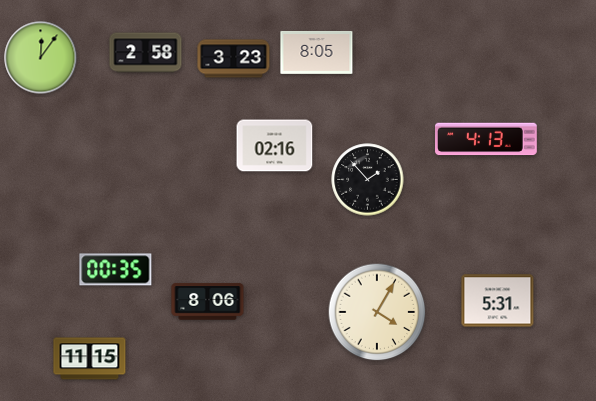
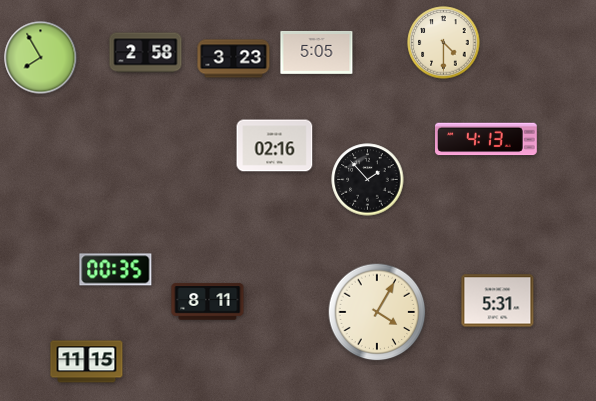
clock at (444, 43): none -> 4:30
clock at (317, 52): 8:05 -> 5:05
clock at (41, 58): 12:06 -> 7:55
clock at (208, 302): 8:06 -> 8:11
clock at (90, 359) position: (90, 359) -> (87, 362)
